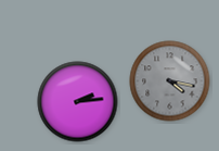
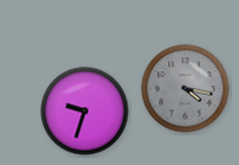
clock at (78, 102): 2:14 -> 9:33
